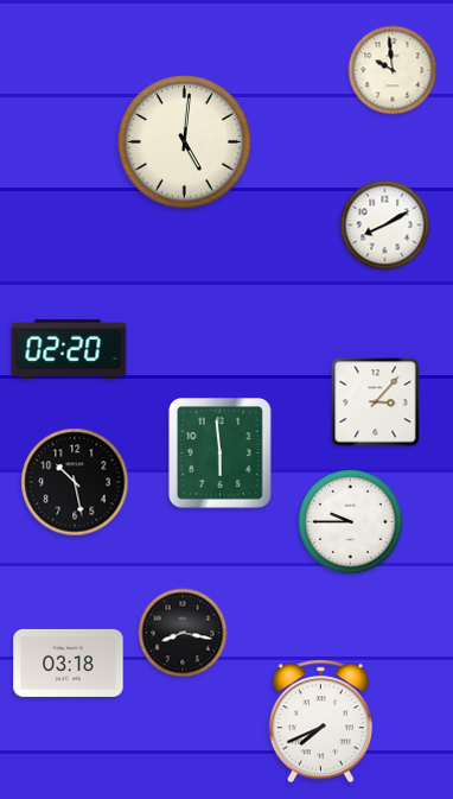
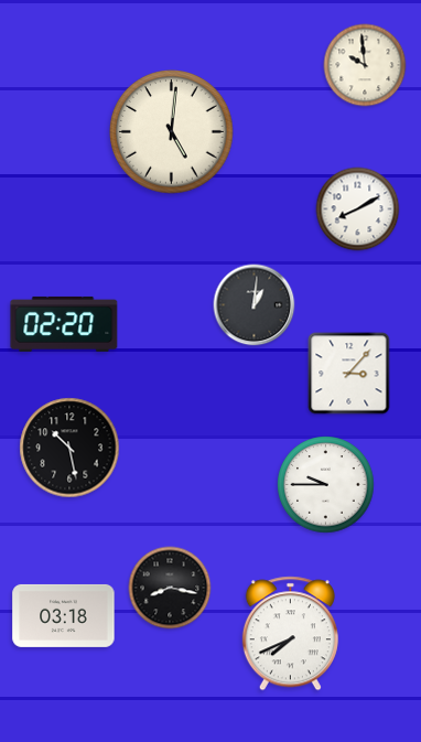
clock at (255, 305): none -> 1:01
clock at (219, 454): 5:59 -> none
clock at (320, 722) position: (320, 722) -> (290, 634)
